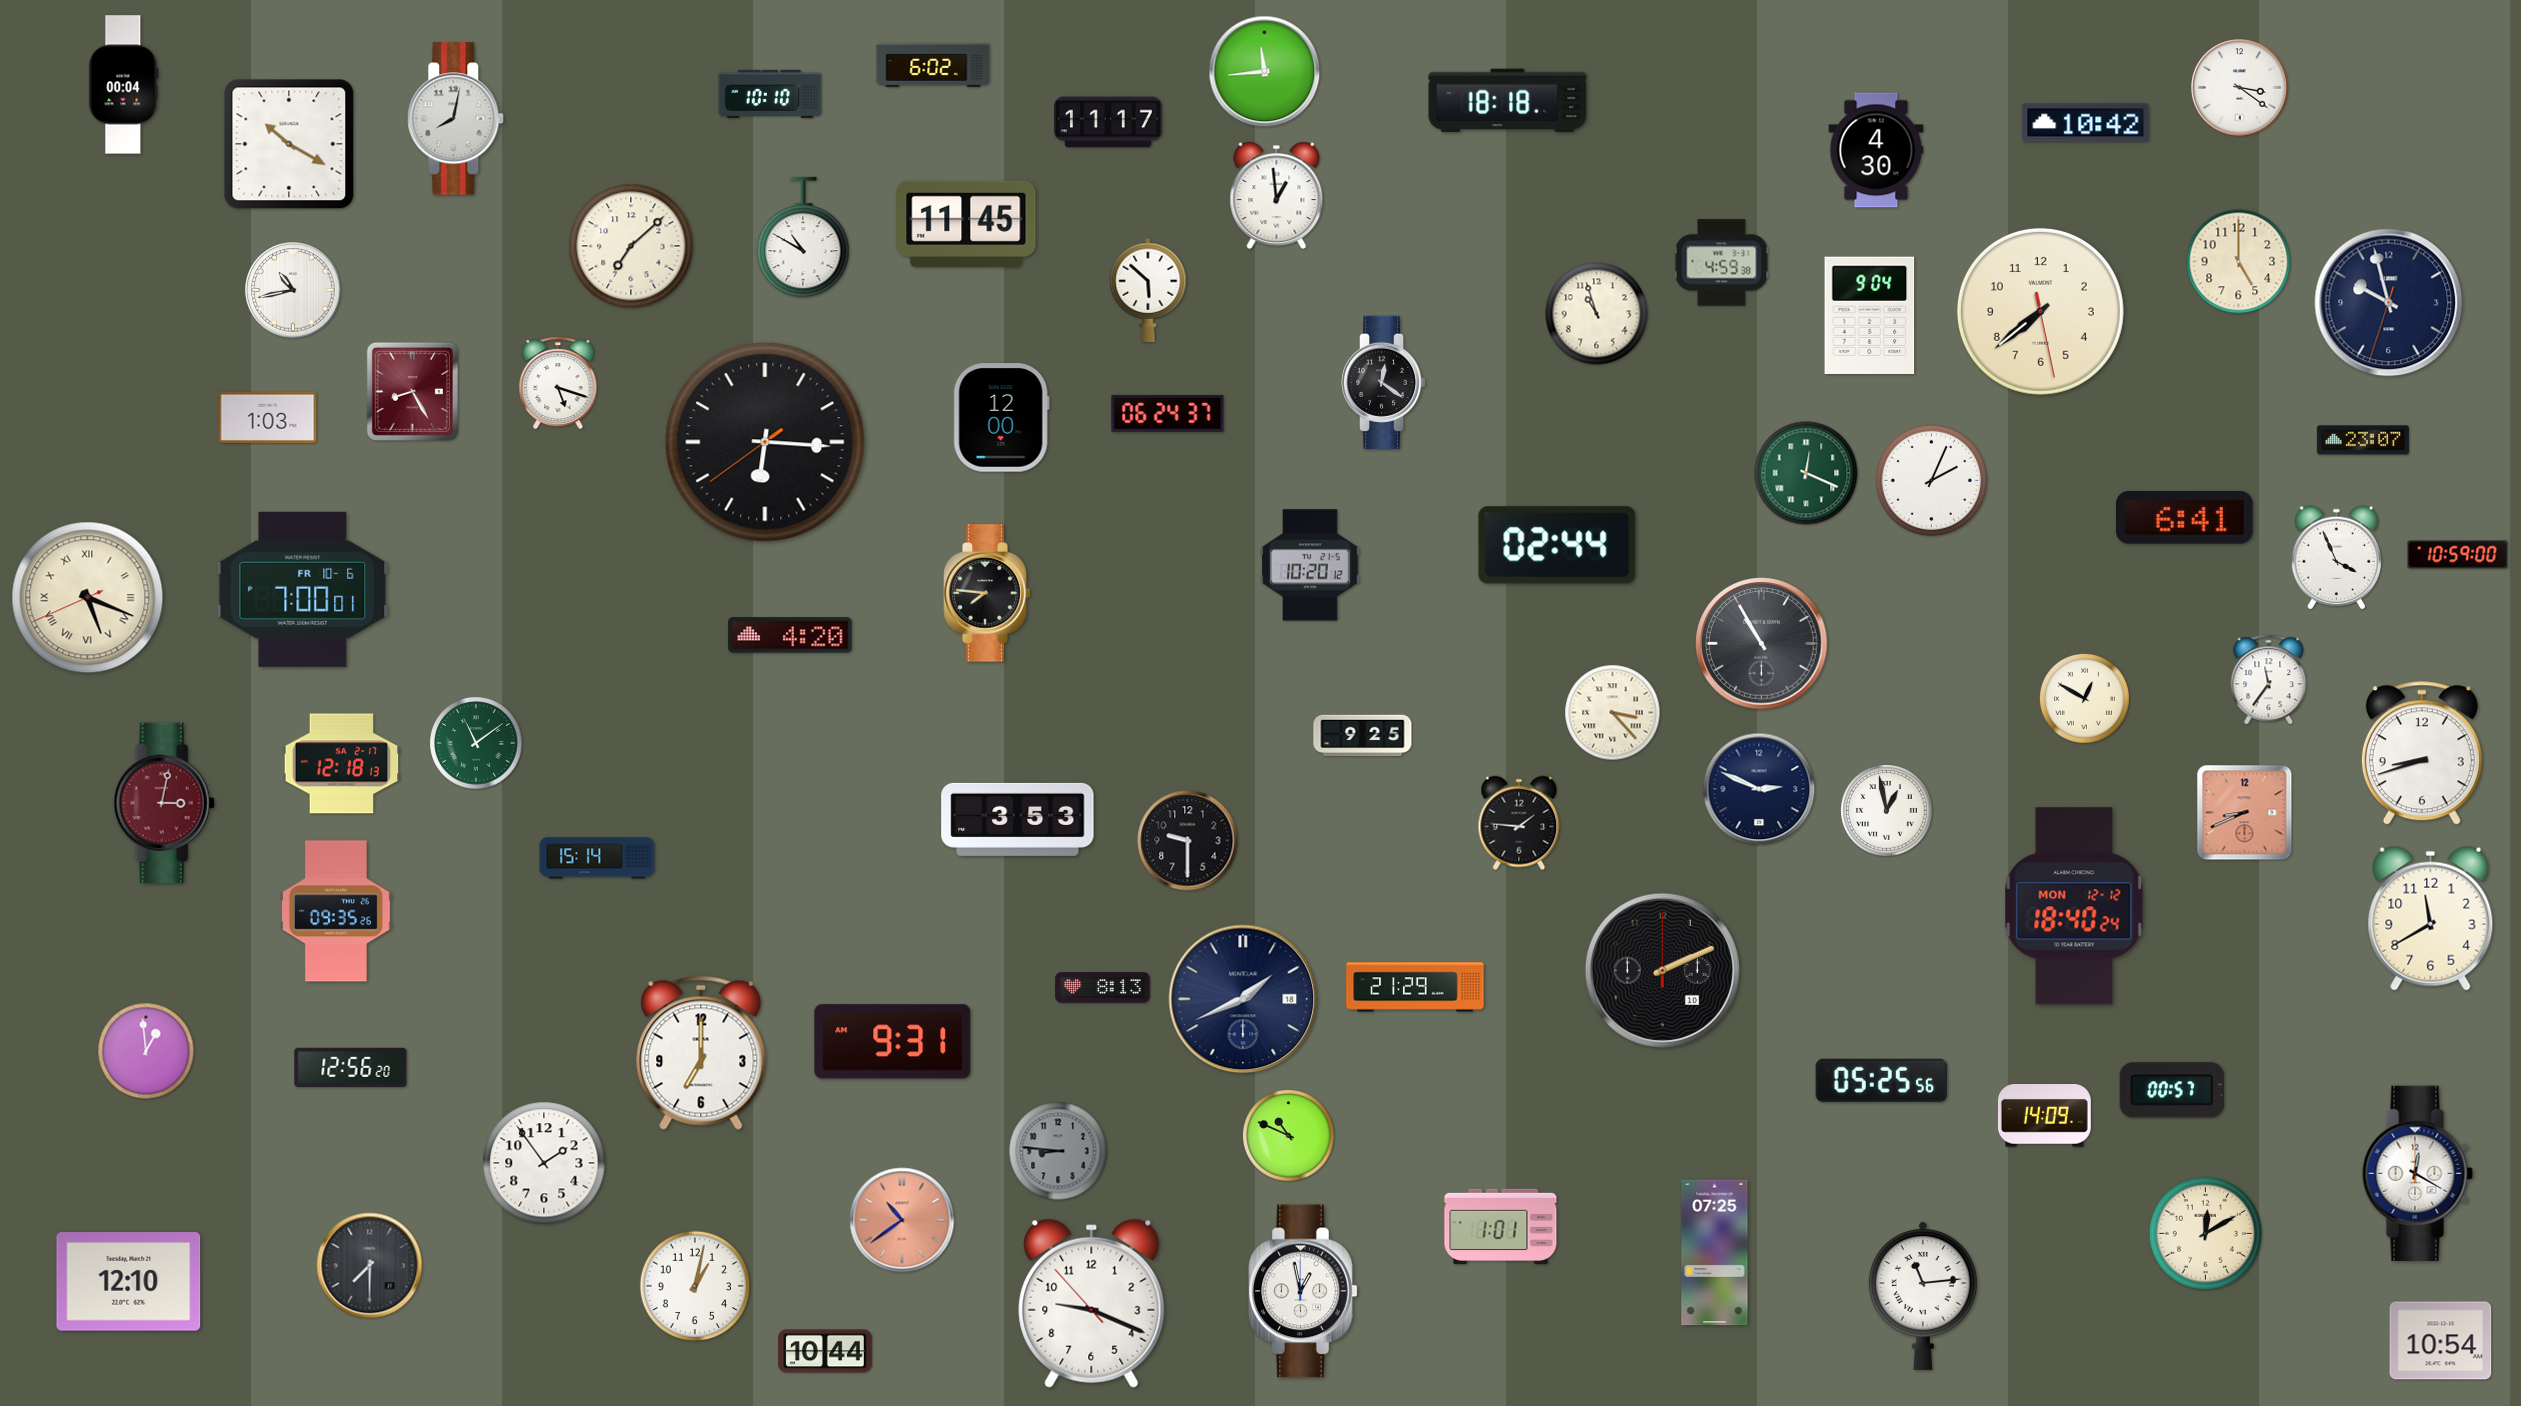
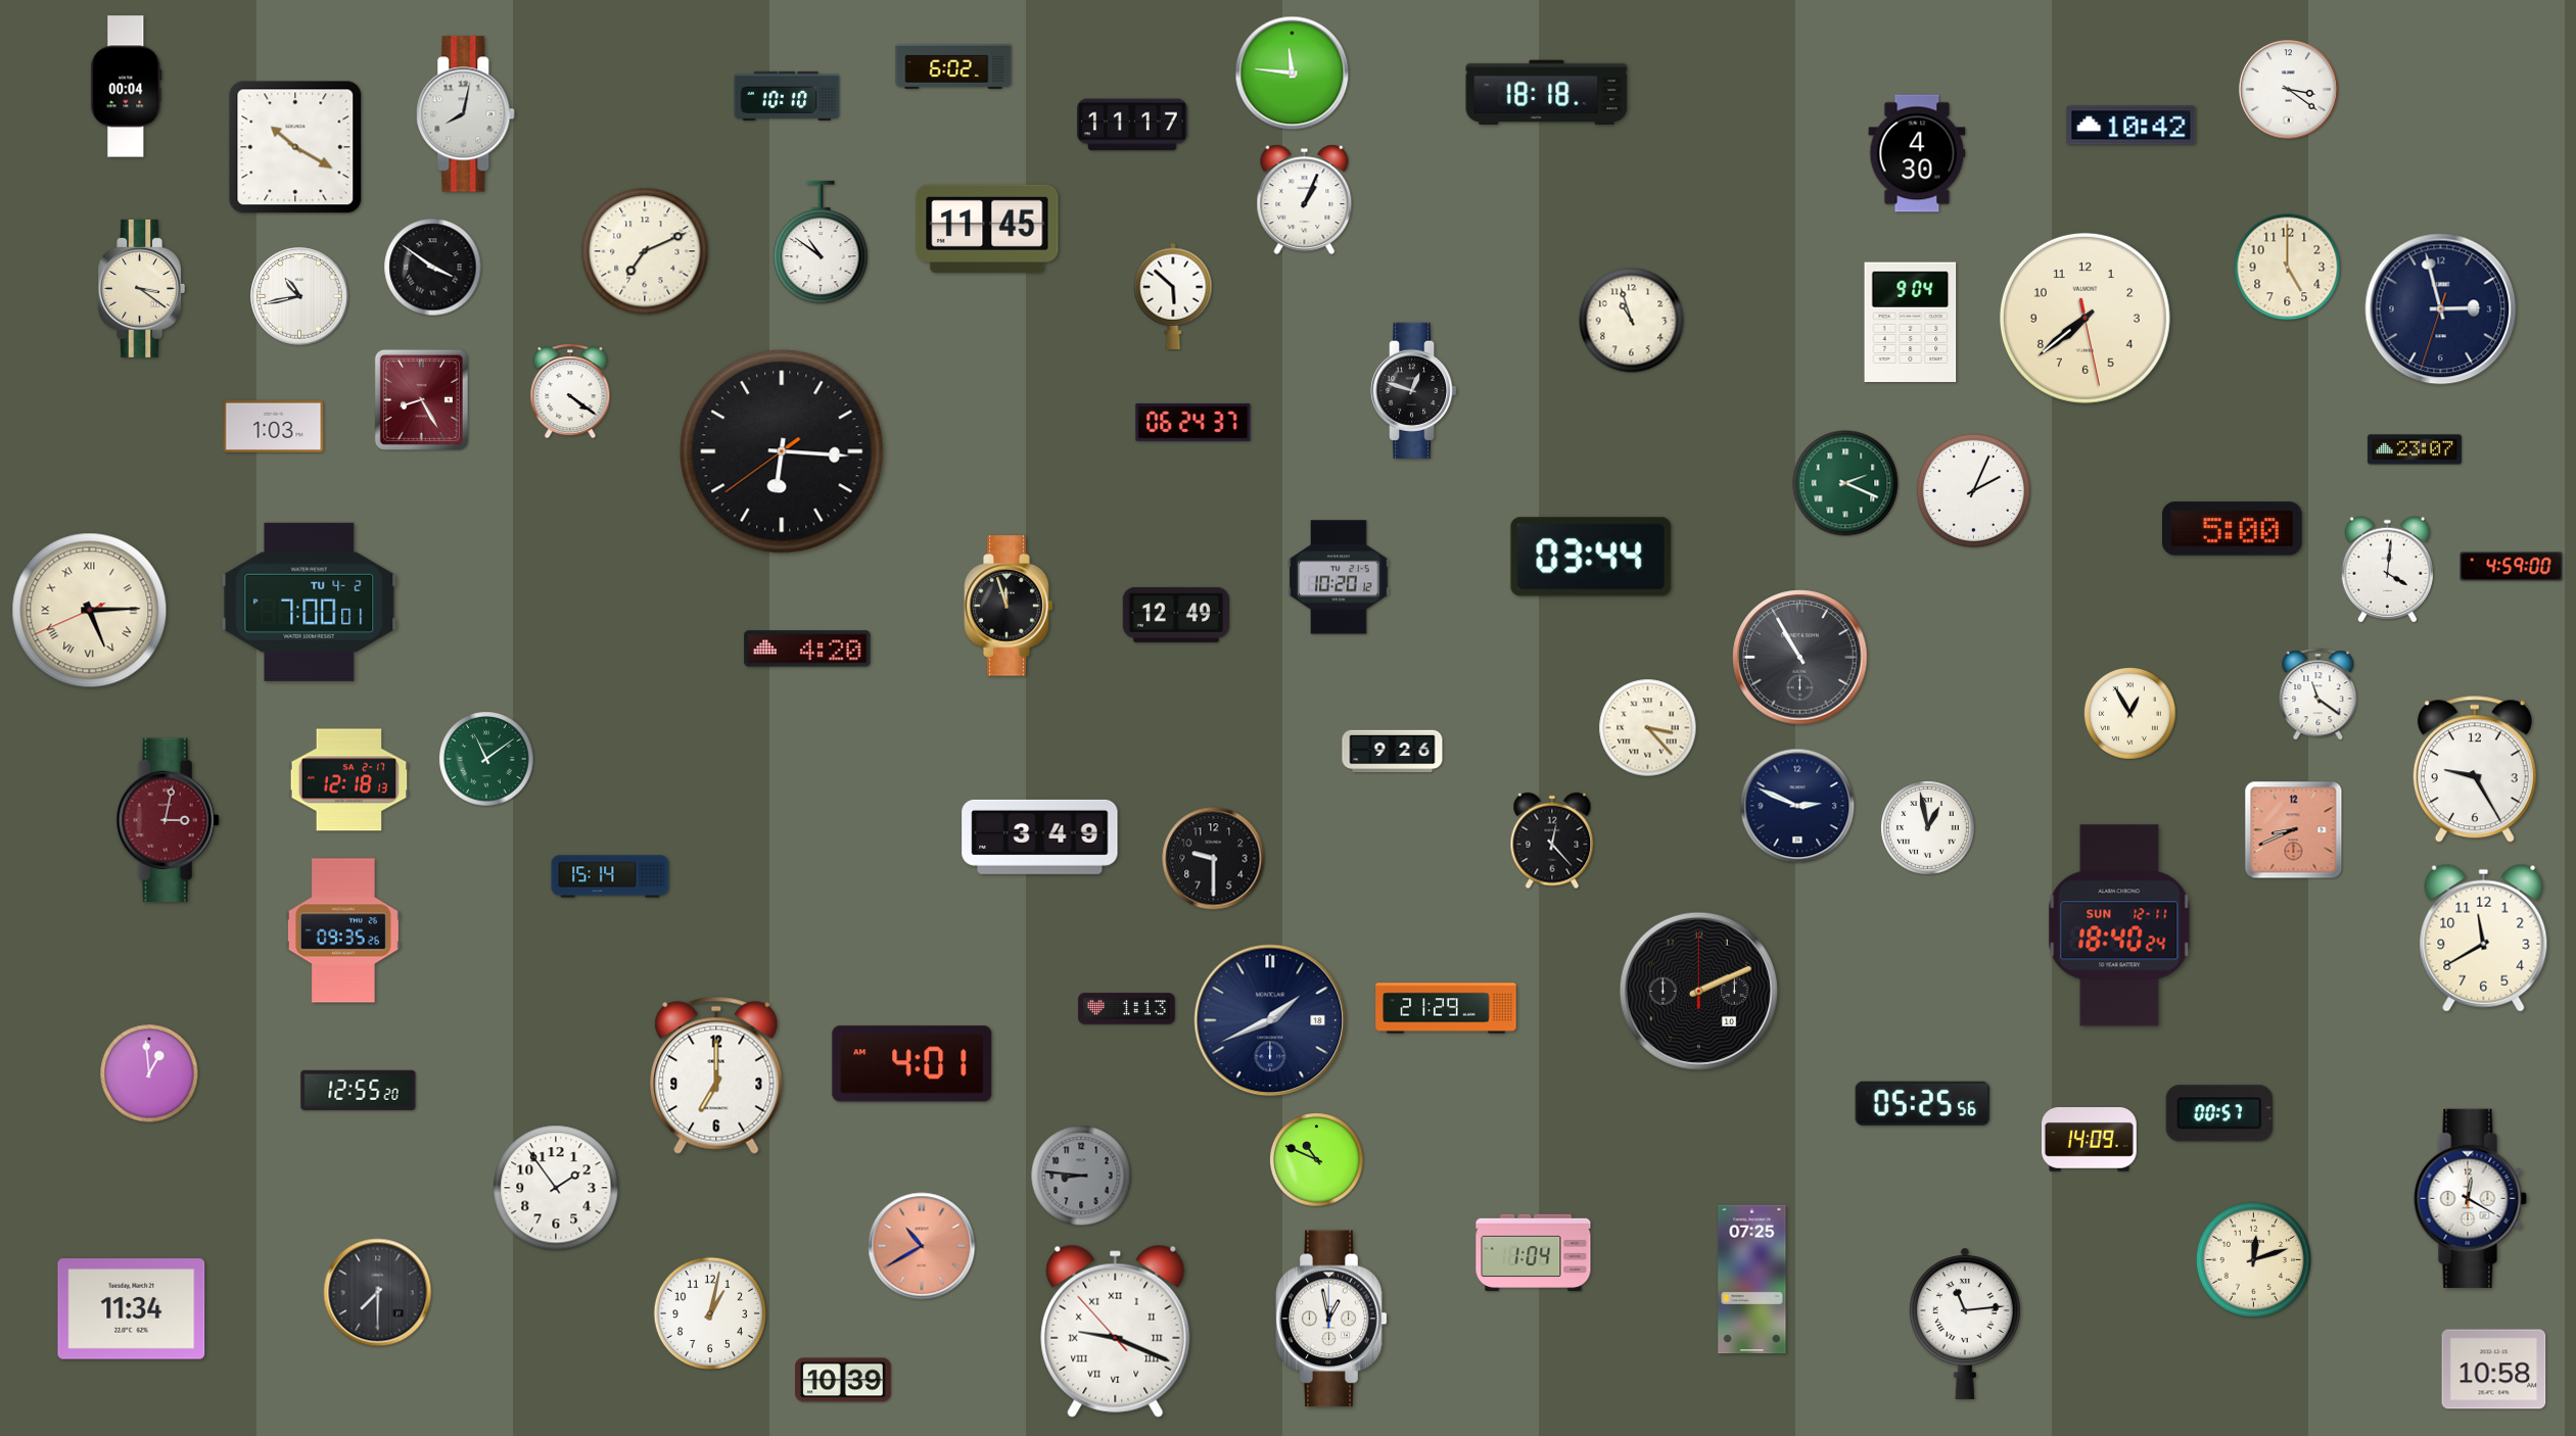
clock at (1265, 72): 11:44 -> 11:46
clock at (1508, 101) position: (1508, 101) -> (1547, 93)
clock at (456, 119) position: (456, 119) -> (466, 114)
clock at (1277, 196): 12:59 -> 1:04
clock at (803, 237): 10:50 -> 10:51
clock at (631, 246): 7:08 -> 7:11
clock at (433, 268): none -> 3:51
clock at (1722, 263): 4:59 -> none
clock at (141, 288): none -> 3:21
clock at (2389, 303): 9:57 -> 2:57
clock at (1385, 382): 12:21 -> 12:48
clock at (558, 383): 5:18 -> 4:21
clock at (1001, 418): 12:00 -> none
clock at (1806, 473): 12:19 -> 2:19
clock at (2185, 518): 6:41 -> 5:00
clock at (1557, 545): 02:44 -> 03:44
clock at (2458, 555): 10:59 -> 4:59
clock at (2336, 558): 3:56 -> 4:01
clock at (303, 589) date: FR 10-6 -> TU 4-2
clock at (987, 593): 7:46 -> 11:57
clock at (88, 598): 5:18 -> 5:14
clock at (1175, 615): none -> 12:49
clock at (2269, 680): 11:36 -> 11:21
clock at (2084, 698): 12:50 -> 12:55
clock at (1363, 736): 9:25 -> 9:26
clock at (2422, 754): 8:42 -> 9:25
clock at (1018, 819): 3:53 -> 3:49
clock at (1519, 823): 1:46 -> 12:23
clock at (2074, 906) date: MON 12-12 -> SUN 12-11
clock at (1103, 988): 8:13 -> 1:13
clock at (893, 1042): 9:31 -> 4:01
clock at (351, 1067): 12:56 -> 12:55
clock at (902, 1220): 10:39 -> 10:40
clock at (1501, 1227): 1:01 -> 1:04
clock at (2205, 1233): 12:10 -> 12:12
clock at (129, 1282): 12:10 -> 11:34
clock at (1092, 1303) numerals: Arabic -> Roman
clock at (2441, 1341): 10:54 -> 10:58
clock at (825, 1351): 10:44 -> 10:39
